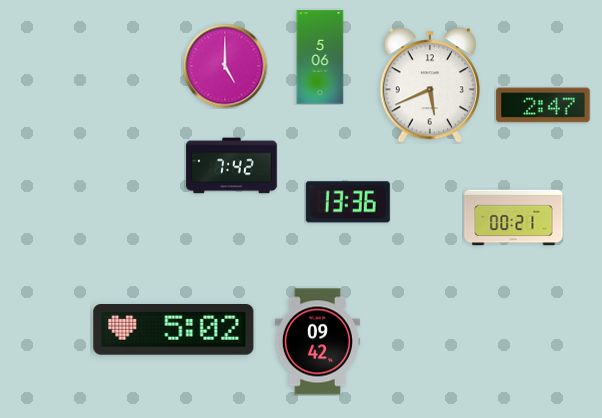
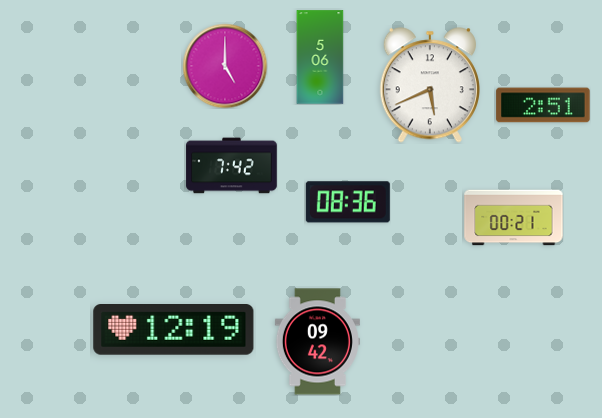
clock at (543, 105): 2:47 -> 2:51
clock at (348, 202): 13:36 -> 08:36
clock at (174, 330): 5:02 -> 12:19
